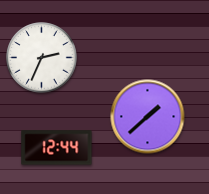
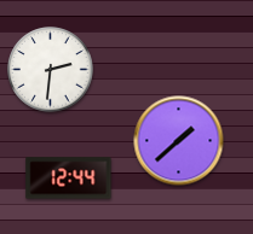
clock at (42, 58): 2:34 -> 2:31
